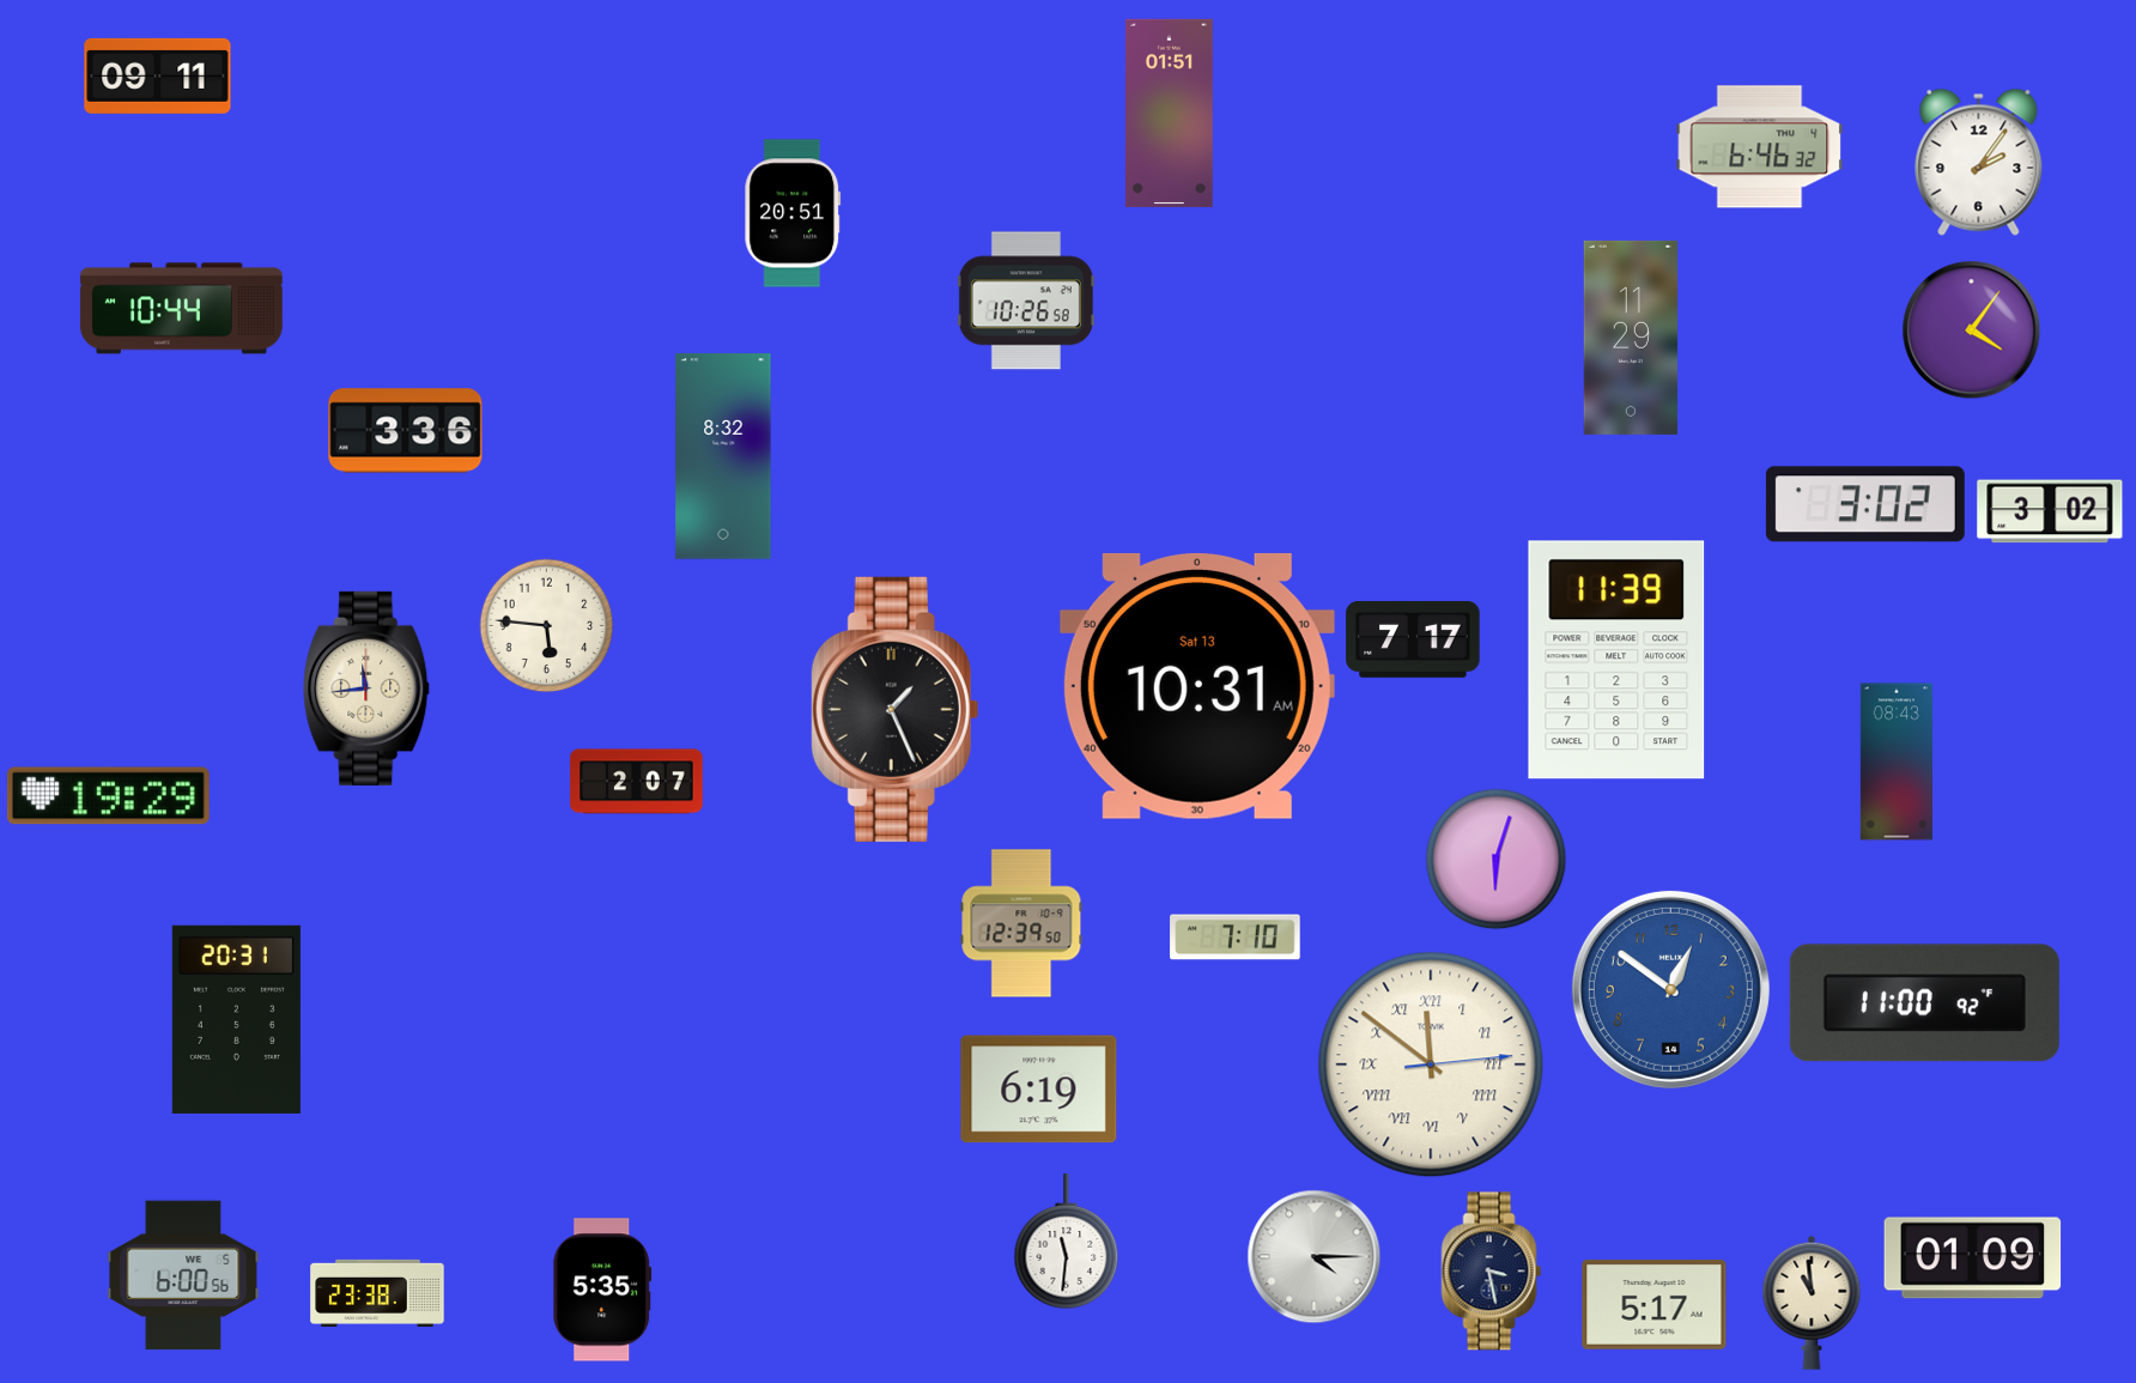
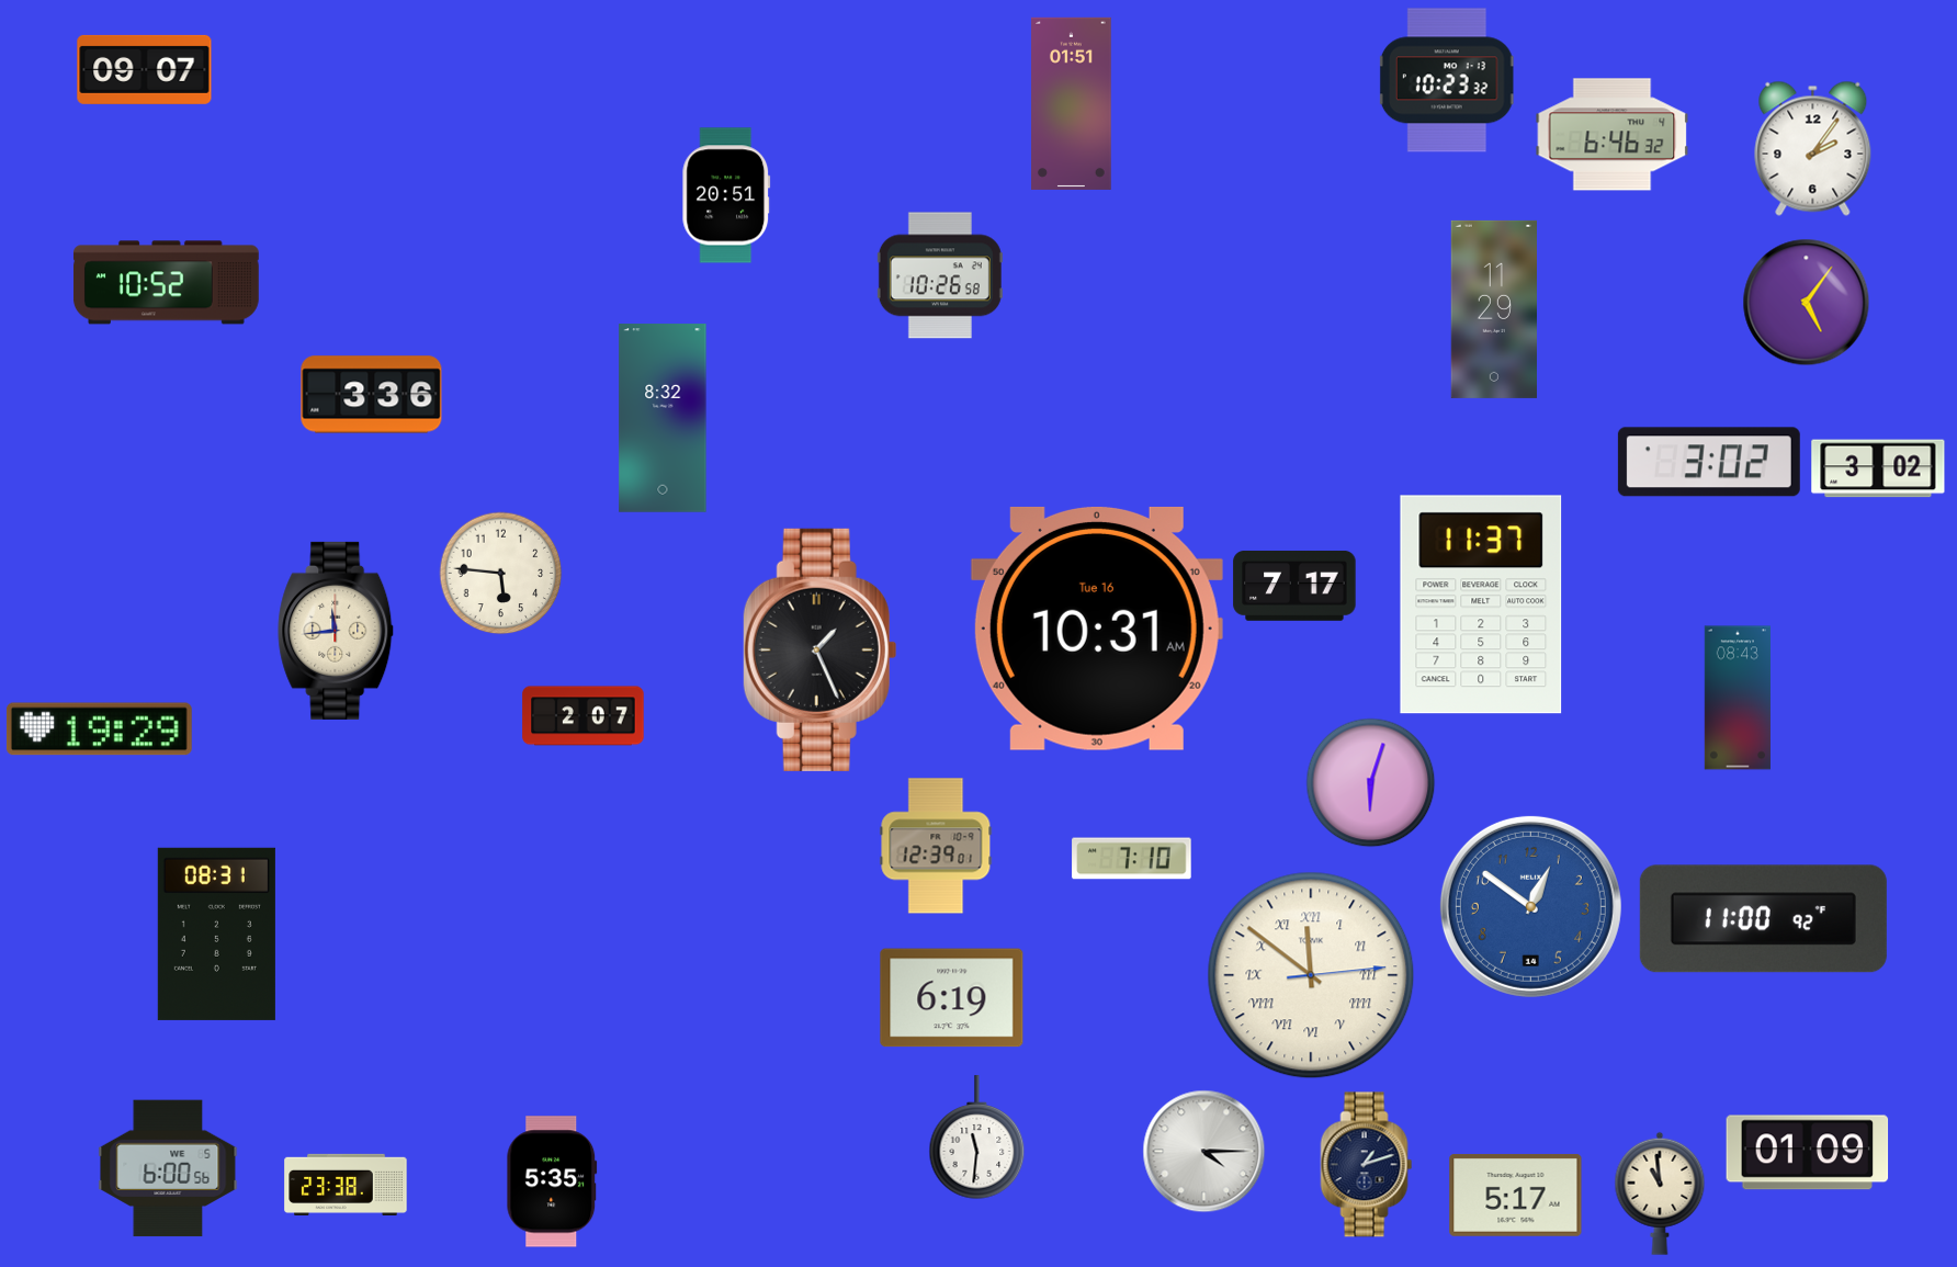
clock at (158, 75): 09:11 -> 09:07
clock at (1447, 80): none -> 10:23
clock at (181, 309): 10:44 -> 10:52
clock at (1971, 329): 4:06 -> 5:06
clock at (1616, 660): 11:39 -> 11:37
clock at (1197, 686) date: Sat 13 -> Tue 16
clock at (1495, 859) position: (1495, 859) -> (1370, 782)
clock at (1021, 923): 12:39:50 -> 12:39:01
clock at (236, 1019): 20:31 -> 08:31
clock at (1492, 1272): 3:28 -> 1:12
